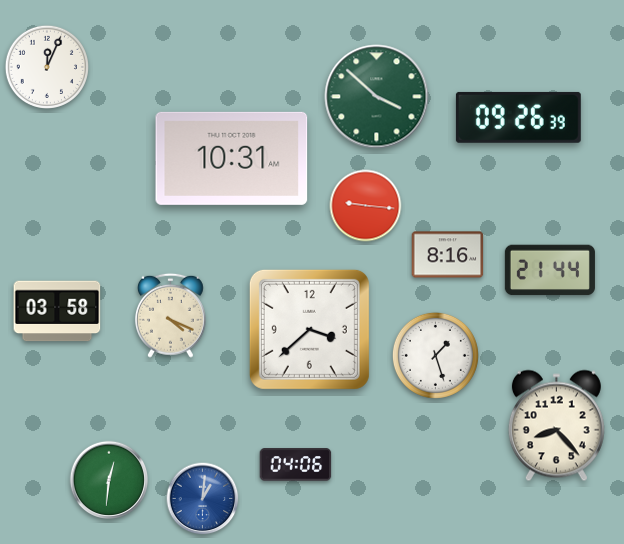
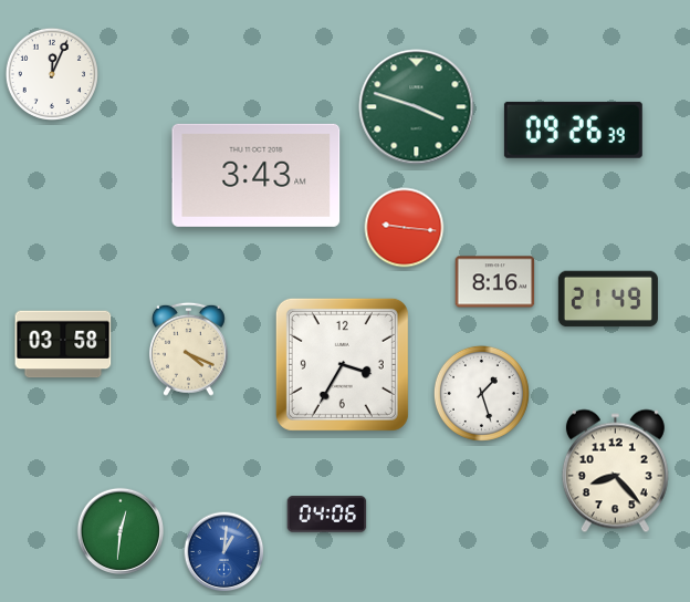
clock at (377, 97): 3:52 -> 3:48
clock at (232, 158): 10:31 -> 3:43
clock at (550, 270): 21:44 -> 21:49
clock at (309, 329): 3:38 -> 3:35
